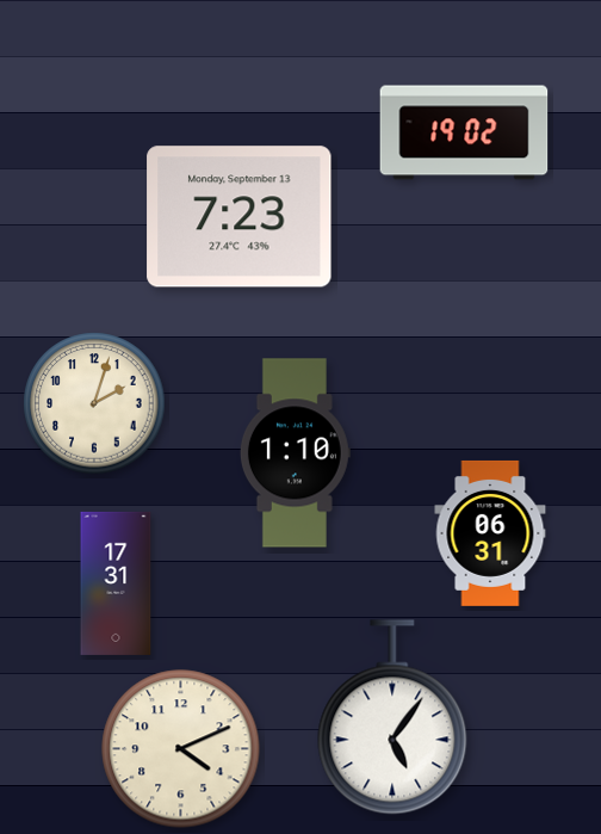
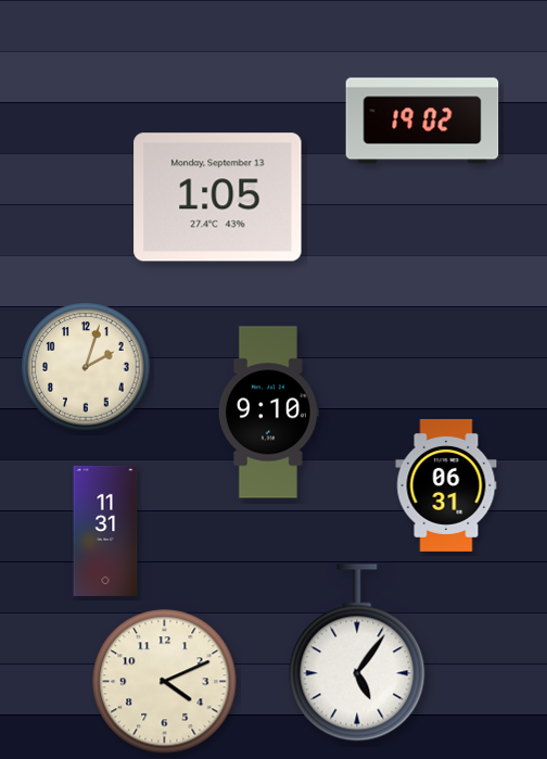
clock at (240, 217): 7:23 -> 1:05
clock at (295, 453): 1:10 -> 9:10
clock at (116, 583): 17:31 -> 11:31
